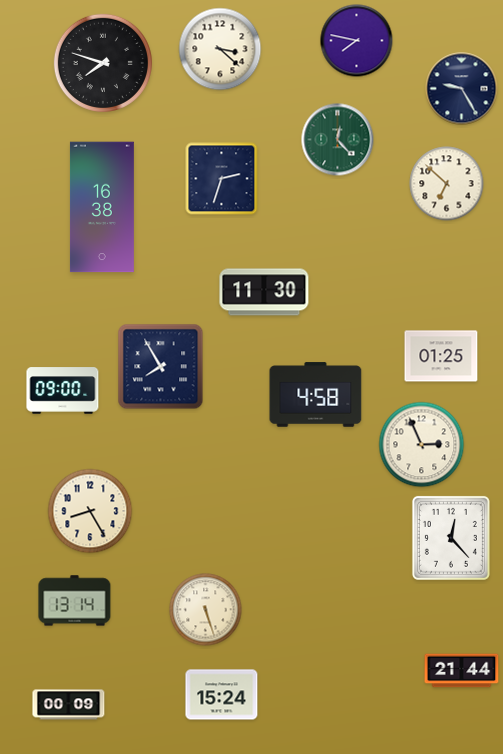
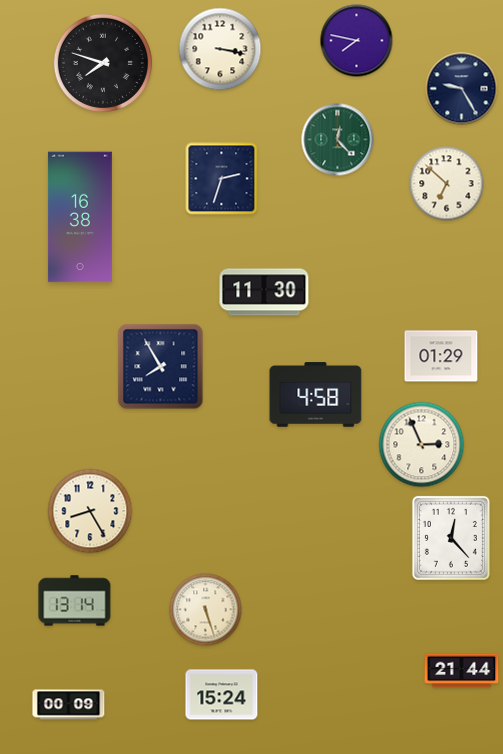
clock at (220, 49): 3:22 -> 3:17
clock at (102, 207) position: (102, 207) -> (80, 217)
clock at (441, 356): 01:25 -> 01:29
clock at (63, 391): 09:00 -> none
